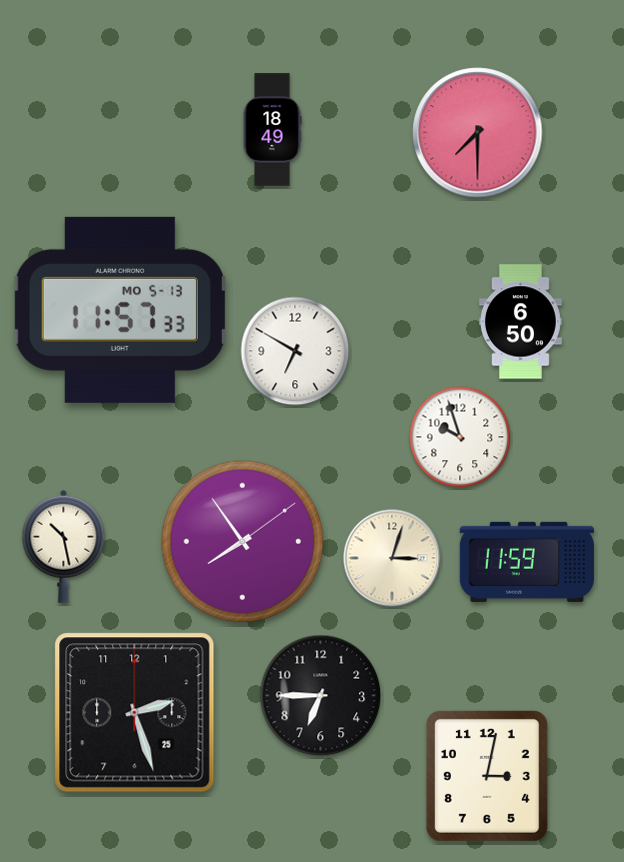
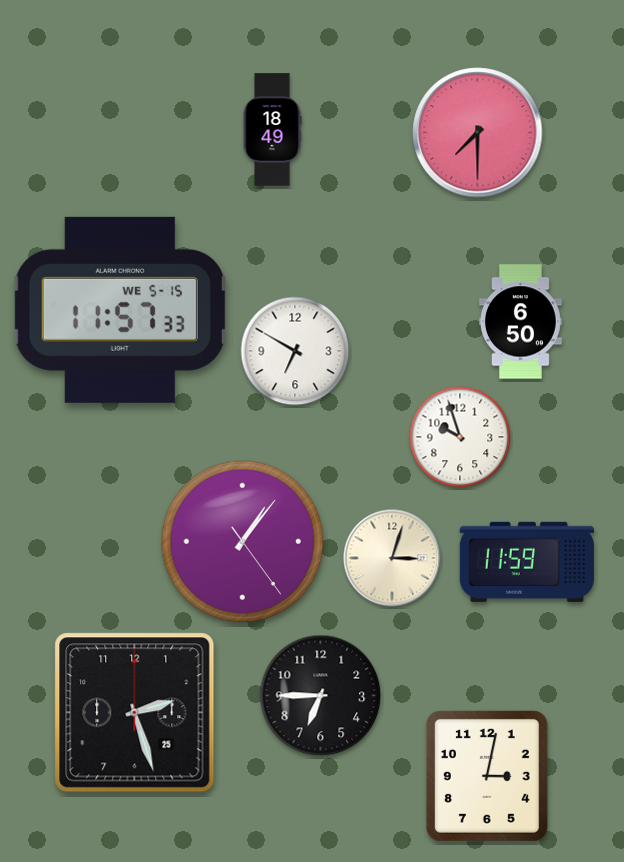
clock at (120, 310) date: MO 5-13 -> WE 5-15
clock at (243, 542): 7:54 -> 1:06
clock at (64, 546): 10:28 -> none
